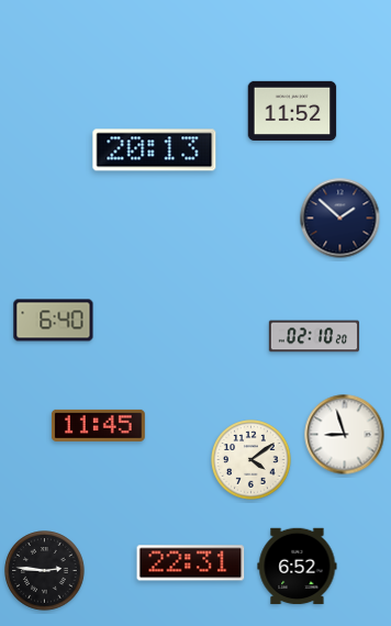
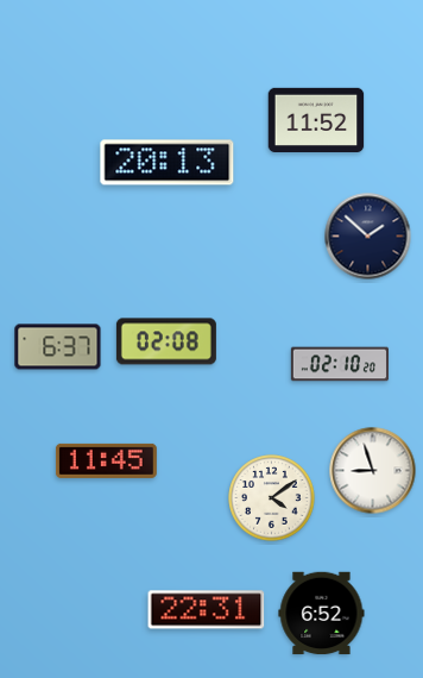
clock at (166, 341): none -> 02:08
clock at (54, 321): 6:40 -> 6:37
clock at (45, 571): 2:46 -> none
